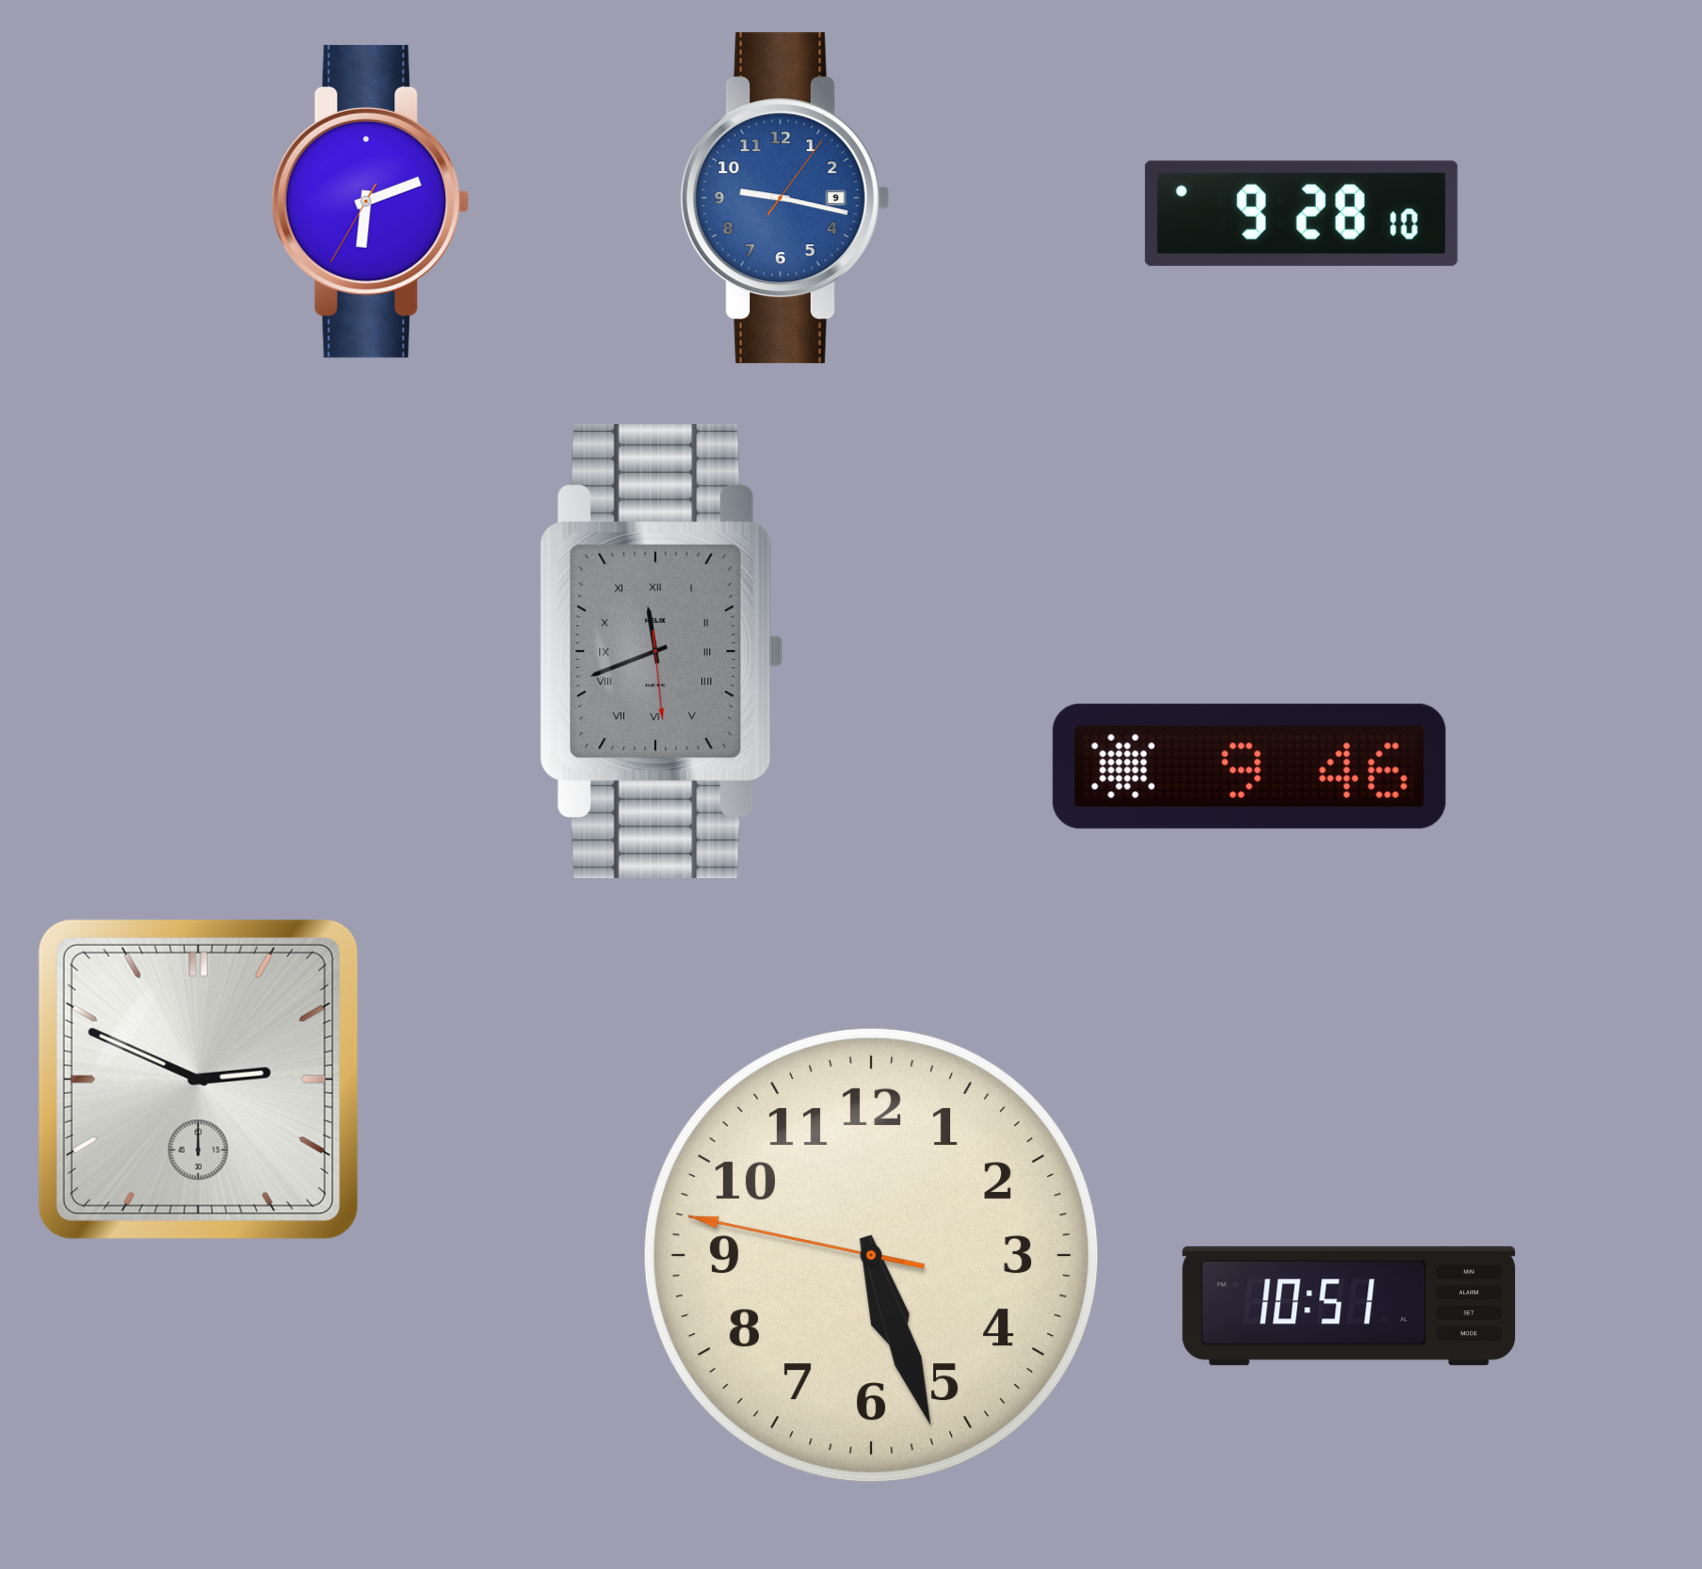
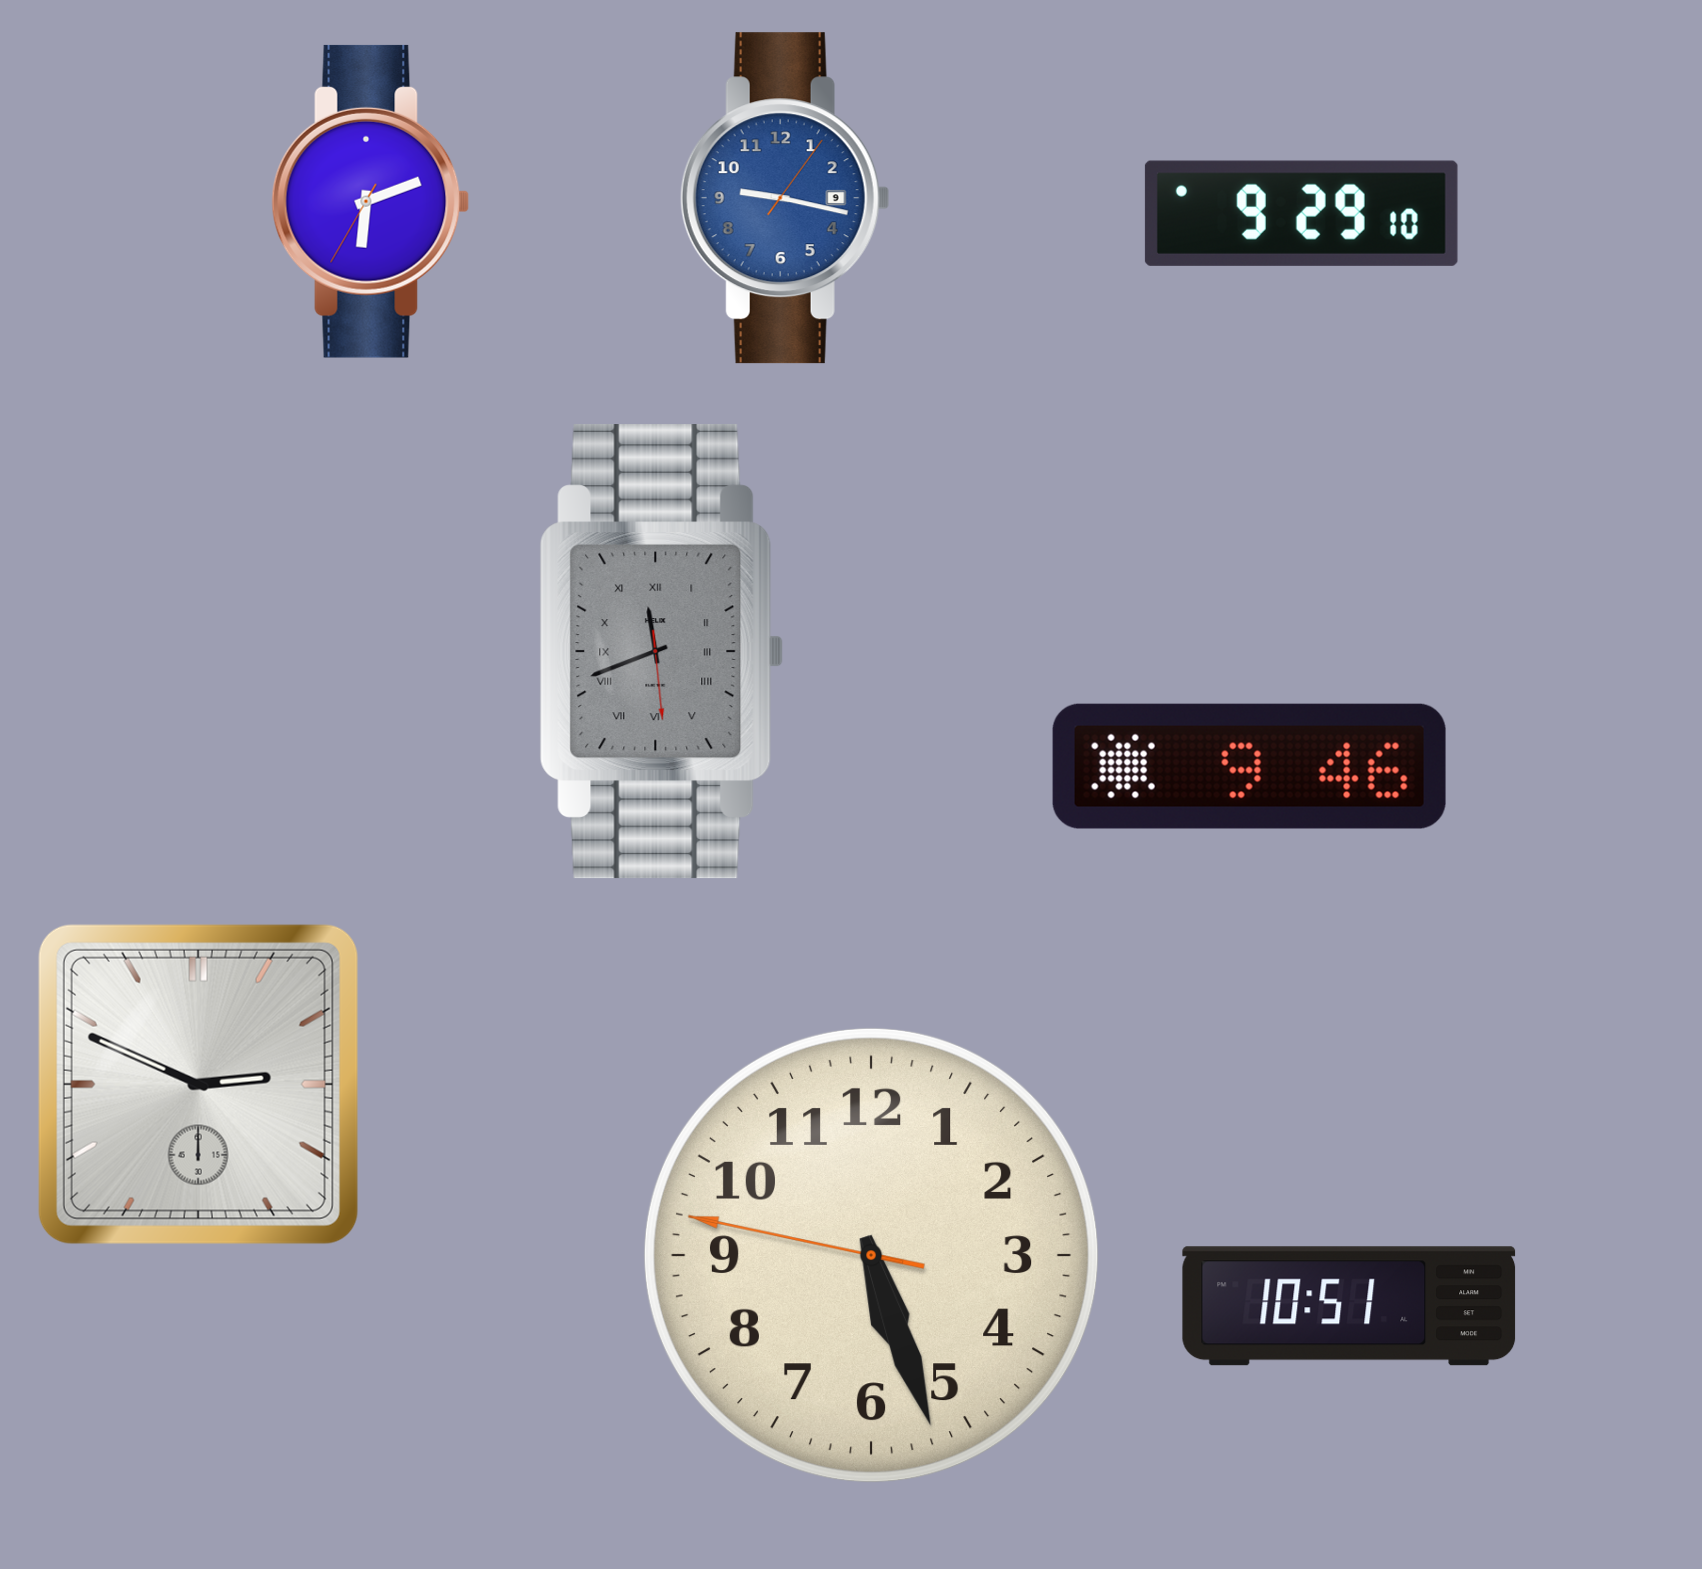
clock at (1301, 213): 9:28 -> 9:29
clock at (198, 1079) position: (198, 1079) -> (198, 1084)
